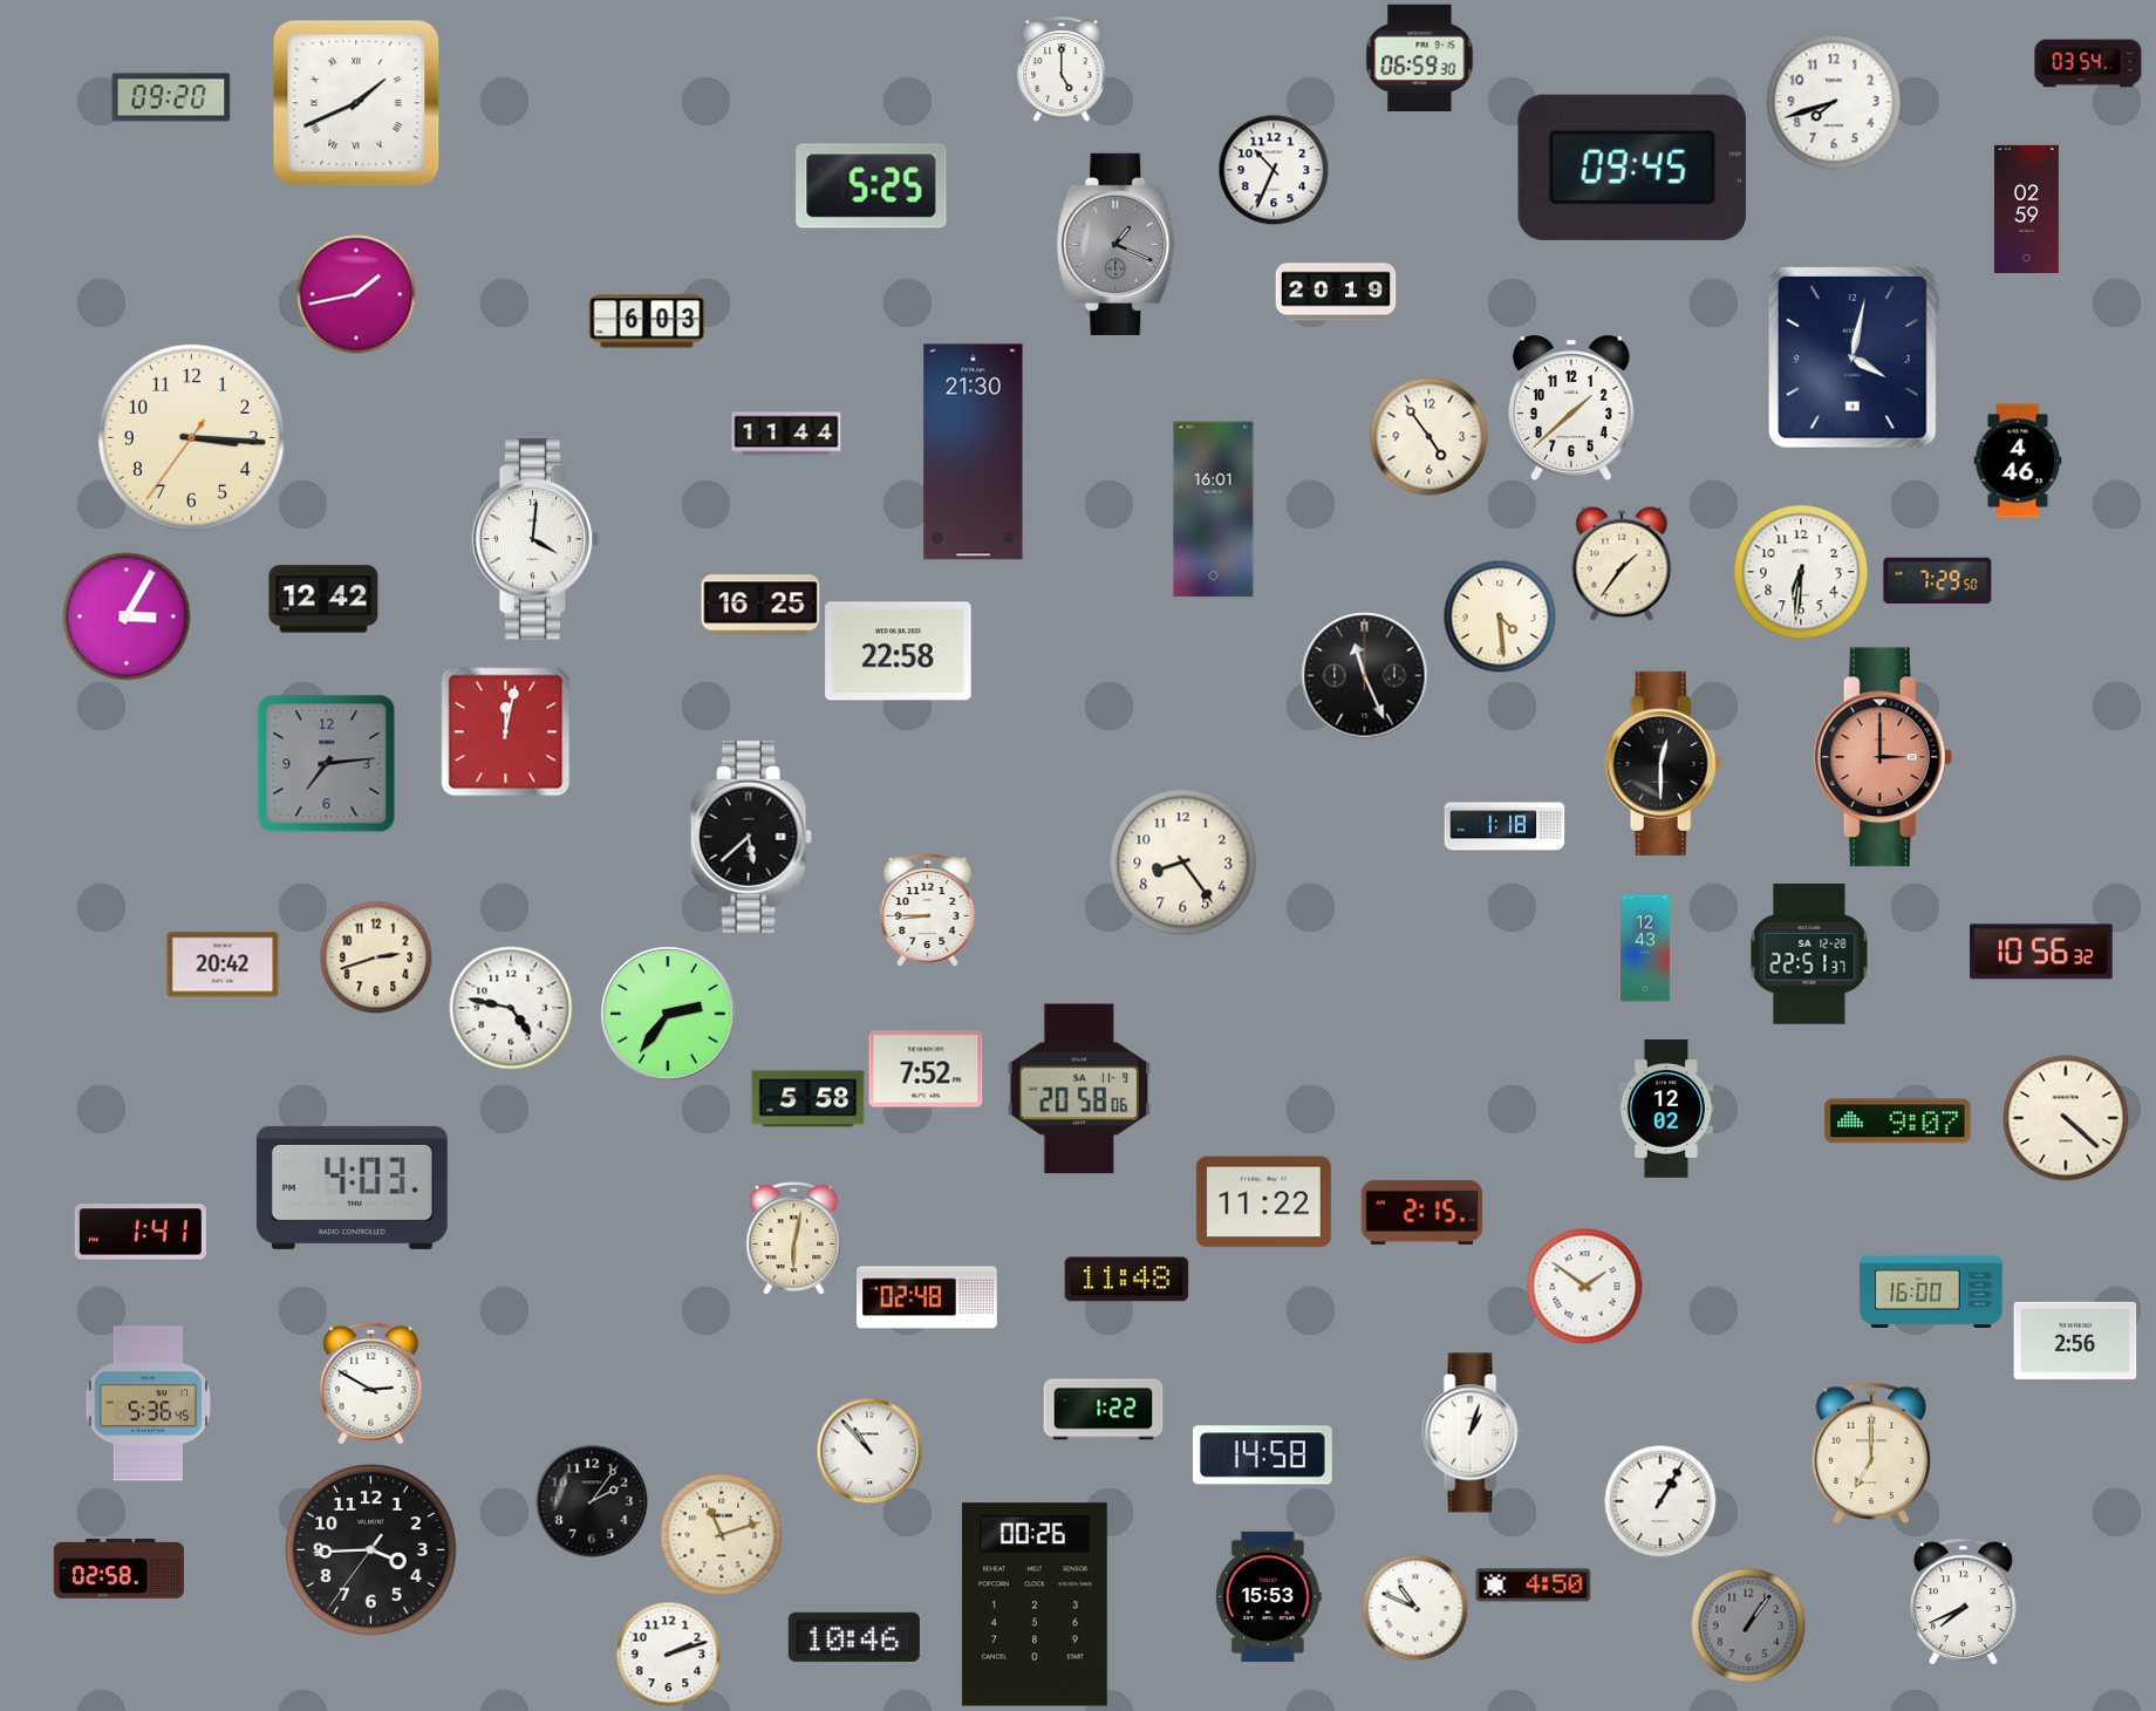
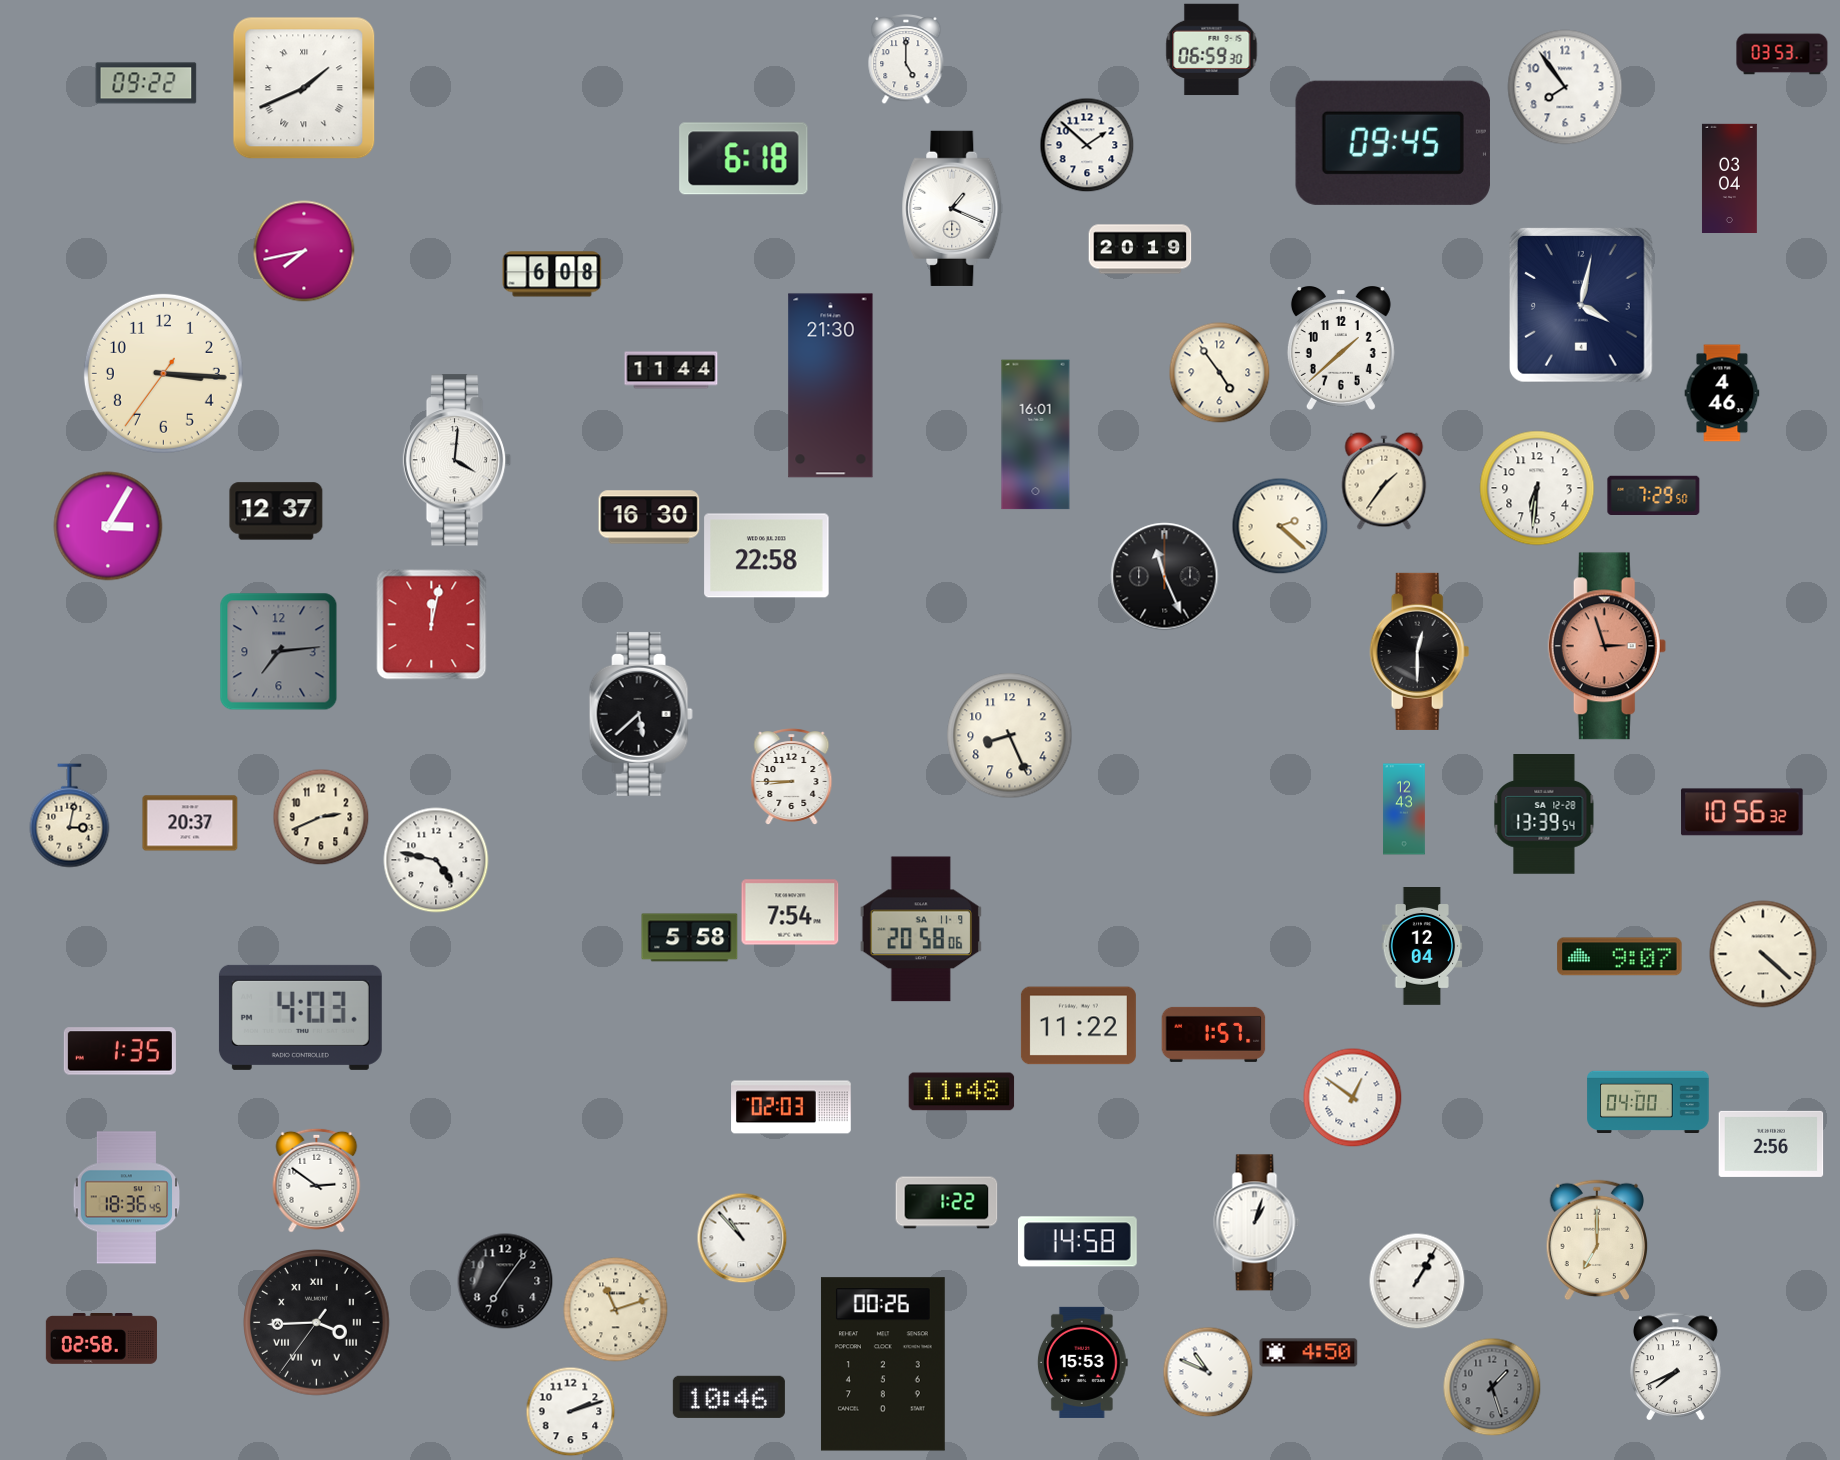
clock at (2088, 63): 03:54 -> 03:53
clock at (171, 97): 09:20 -> 09:22
clock at (1834, 102): 7:42 -> 7:54
clock at (1274, 170): 10:34 -> 1:52
clock at (872, 186): 5:25 -> 6:18
clock at (2026, 209): 02:59 -> 03:04
clock at (1117, 244) dial: grey -> white
clock at (356, 294): 1:43 -> 7:43
clock at (647, 321): 6:03 -> 6:08
clock at (323, 599): 12:42 -> 12:37
clock at (760, 606): 16:25 -> 16:30
clock at (1500, 616): 4:29 -> 2:22
clock at (1883, 757): 3:00 -> 2:57
clock at (1505, 826): 1:18 -> none
clock at (1183, 863): 8:24 -> 8:26
clock at (1809, 955): 22:51 -> 13:39
clock at (70, 816): none -> 3:02
clock at (376, 957): 2:42 -> 2:41
clock at (223, 964): 20:42 -> 20:37
clock at (668, 1014): 2:36 -> none
clock at (926, 1069): 7:52 -> 7:54
clock at (1666, 1110): 12:02 -> 12:04
clock at (352, 1187) position: (352, 1187) -> (300, 1017)
clock at (1422, 1212): 2:15 -> 1:57
clock at (141, 1232): 1:41 -> 1:35
clock at (794, 1239): 6:02 -> none
clock at (1585, 1287): 1:51 -> 12:51
clock at (1931, 1290): 16:00 -> 04:00
clock at (927, 1297): 02:48 -> 02:03
clock at (371, 1383): 2:50 -> 2:51
clock at (149, 1404): 5:36 -> 18:36
clock at (1104, 1410) position: (1104, 1410) -> (947, 1203)
clock at (592, 1501): 2:06 -> 7:06
clock at (371, 1550) numerals: Arabic -> Roman
clock at (1035, 1604) position: (1035, 1604) -> (883, 1364)
clock at (1748, 1625): 1:06 -> 1:27
